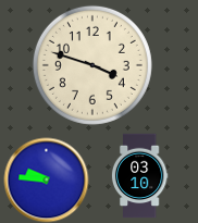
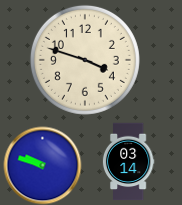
clock at (139, 175): 03:10 -> 03:14
clock at (46, 179): 9:46 -> 9:48
